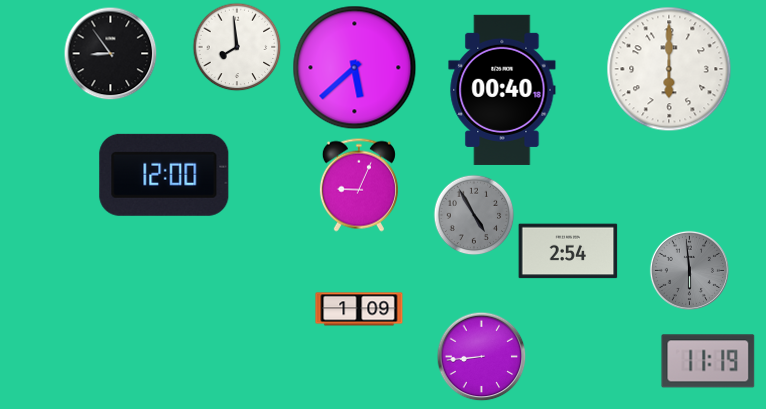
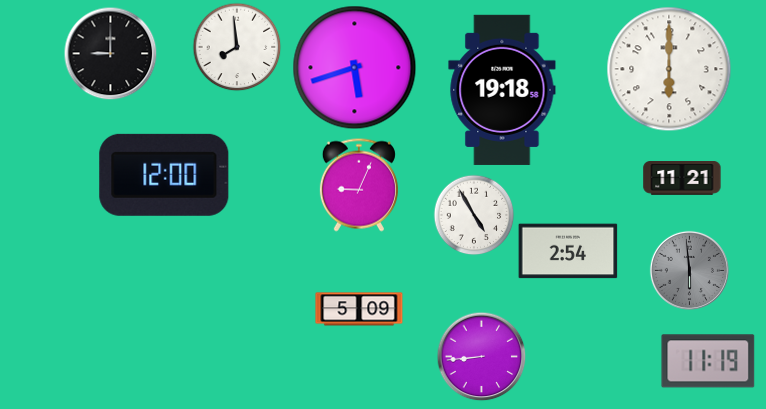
clock at (110, 53): 8:54 -> 9:00
clock at (355, 68): 5:38 -> 5:42
clock at (502, 90): 00:40 -> 19:18
clock at (682, 179): none -> 11:21
clock at (474, 215) dial: grey -> white
clock at (359, 309): 1:09 -> 5:09
